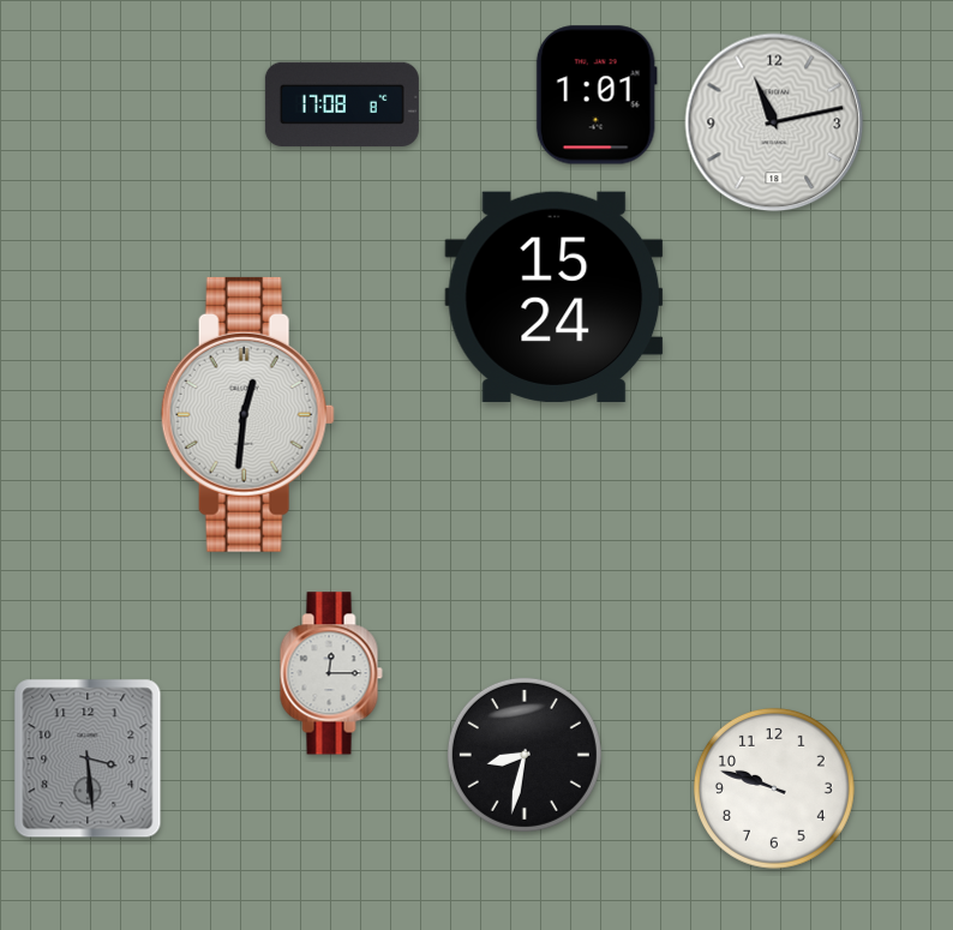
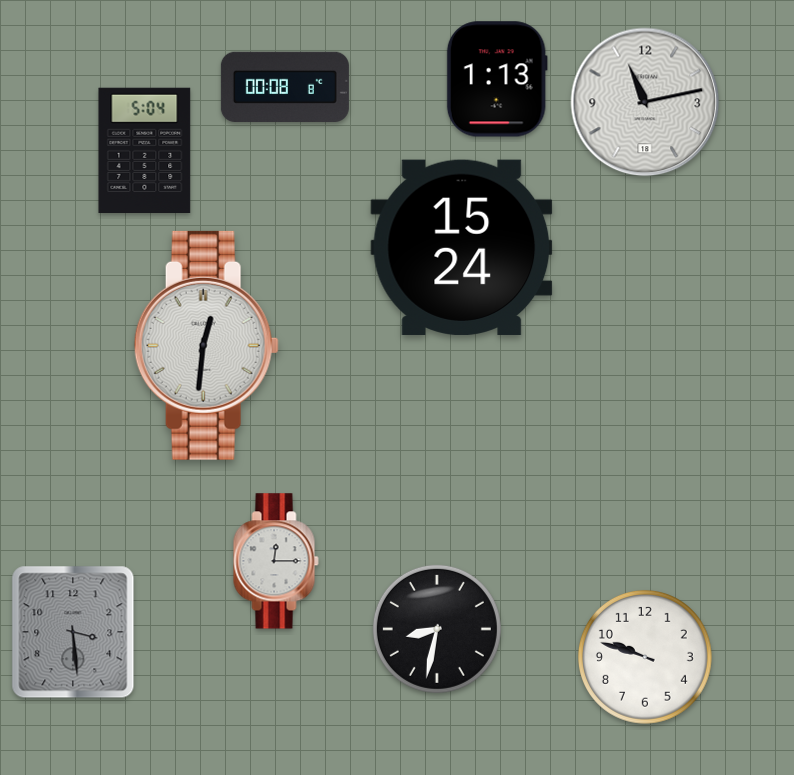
clock at (597, 95): 1:01 -> 1:13
clock at (342, 103): 17:08 -> 00:08
clock at (145, 150): none -> 5:04
